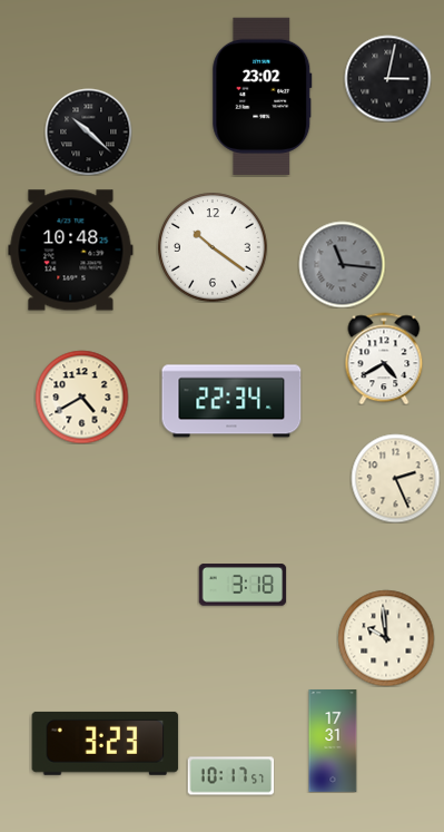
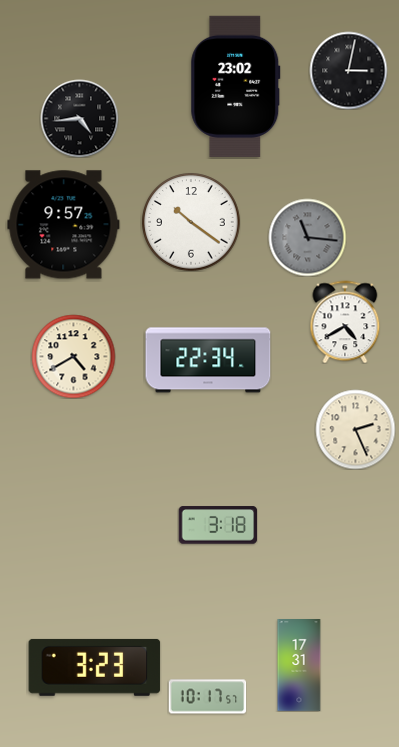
clock at (88, 131): 10:22 -> 4:44
clock at (71, 251): 10:48 -> 9:57
clock at (386, 638): 9:59 -> none
